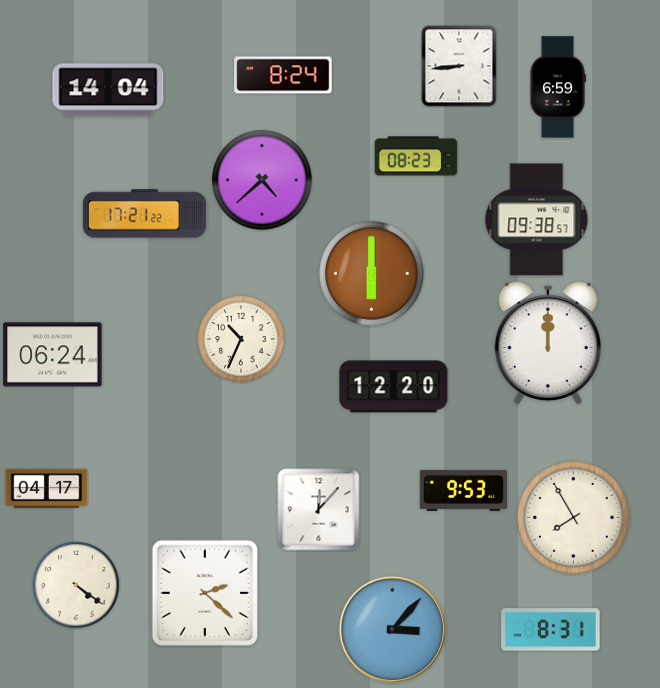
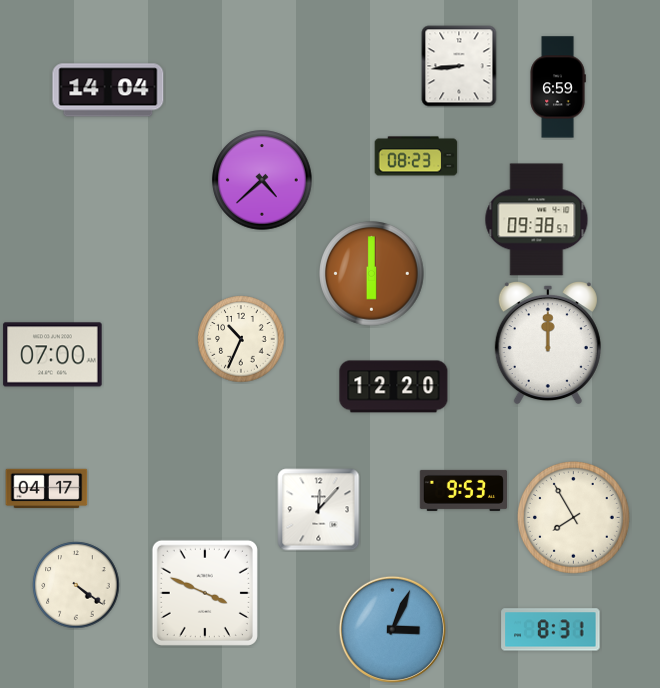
clock at (283, 75): 8:24 -> none
clock at (144, 214): 17:21 -> none
clock at (53, 355): 06:24 -> 07:00
clock at (205, 593): 2:22 -> 3:49
clock at (392, 629): 3:07 -> 3:04
